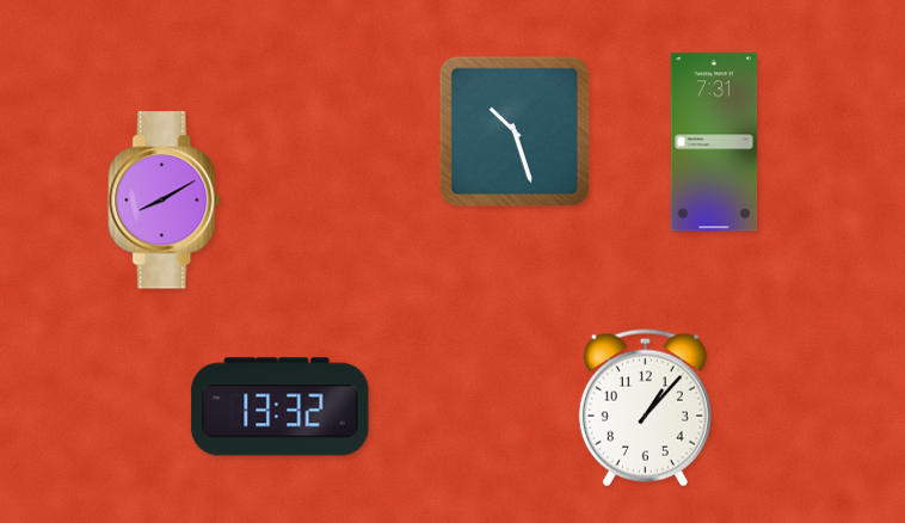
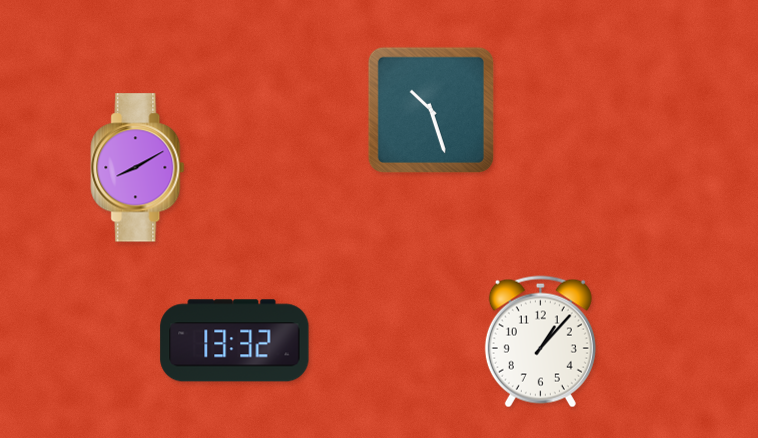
clock at (714, 142): 7:31 -> none
